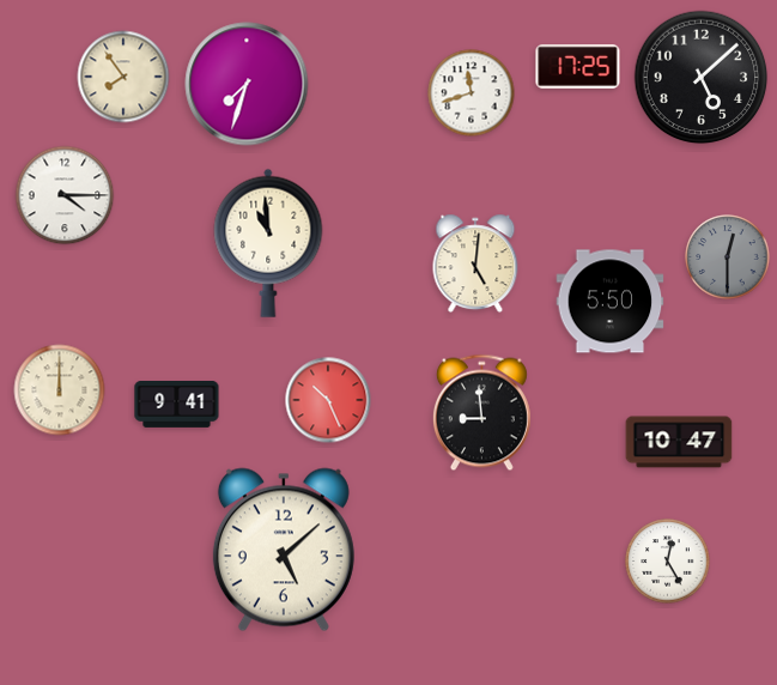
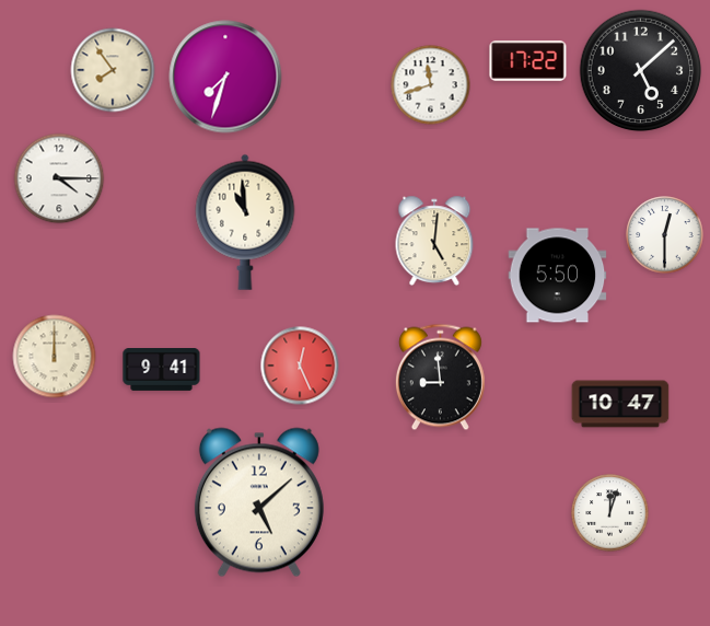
clock at (578, 67): 17:25 -> 17:22
clock at (728, 257) dial: grey -> white
clock at (328, 400): 10:26 -> 12:26
clock at (668, 562): 12:25 -> 12:03
